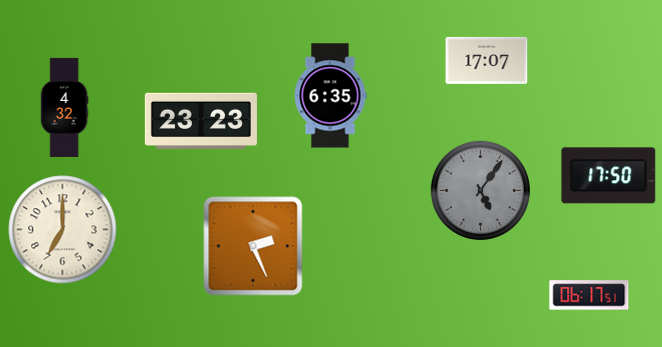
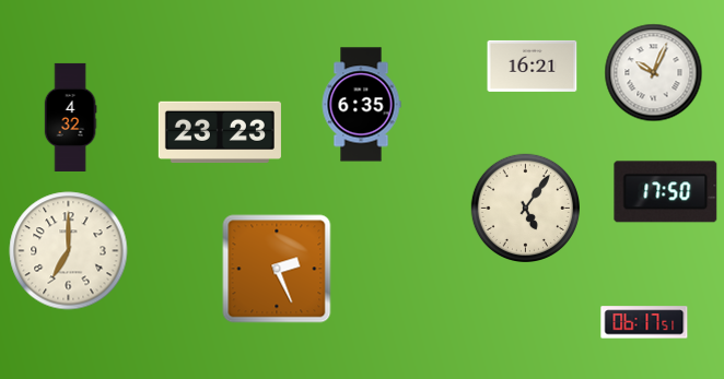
clock at (487, 60): 17:07 -> 16:21
clock at (654, 73): none -> 10:04
clock at (480, 190) dial: grey -> cream
